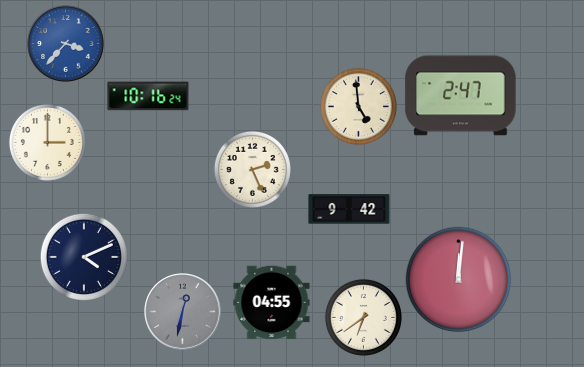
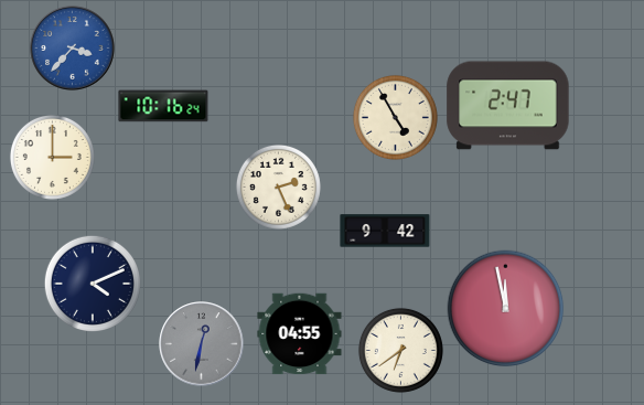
clock at (358, 106): 4:59 -> 4:55
clock at (459, 280): 12:01 -> 11:58
